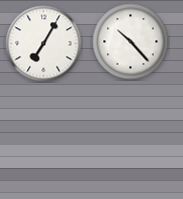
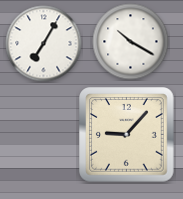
clock at (131, 42): 10:23 -> 10:20
clock at (127, 135): none -> 9:07
